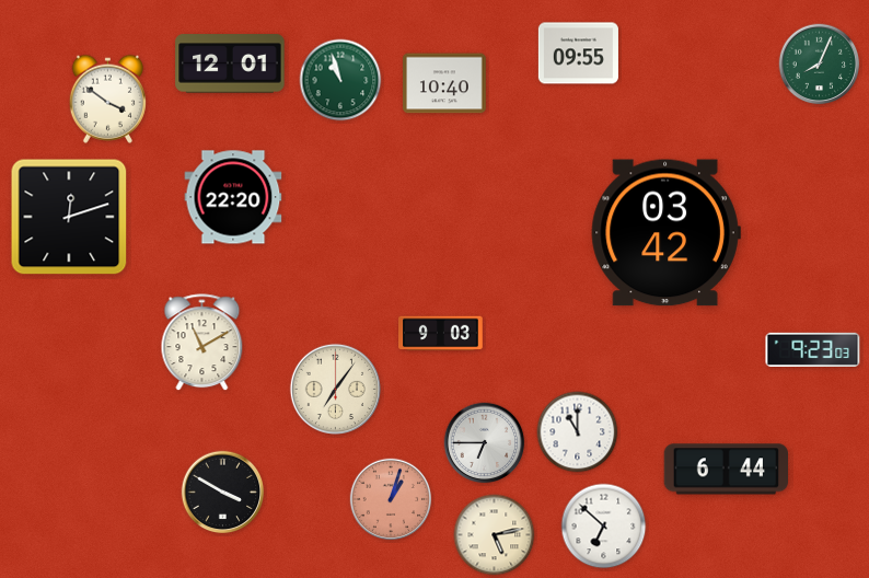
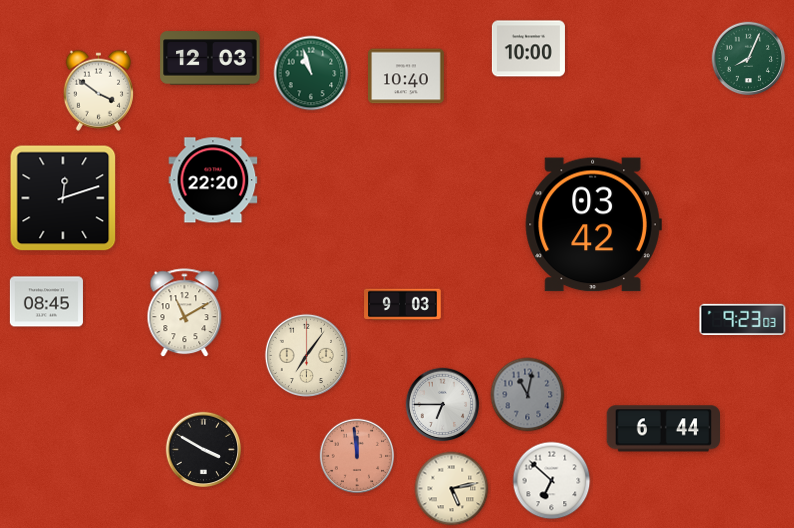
clock at (578, 54): 09:55 -> 10:00
clock at (230, 63): 12:01 -> 12:03
clock at (665, 233) position: (665, 233) -> (593, 225)
clock at (46, 302): none -> 08:45
clock at (578, 432): 11:00 -> 11:02
clock at (578, 432) dial: white -> grey
clock at (391, 499): 1:03 -> 11:59
